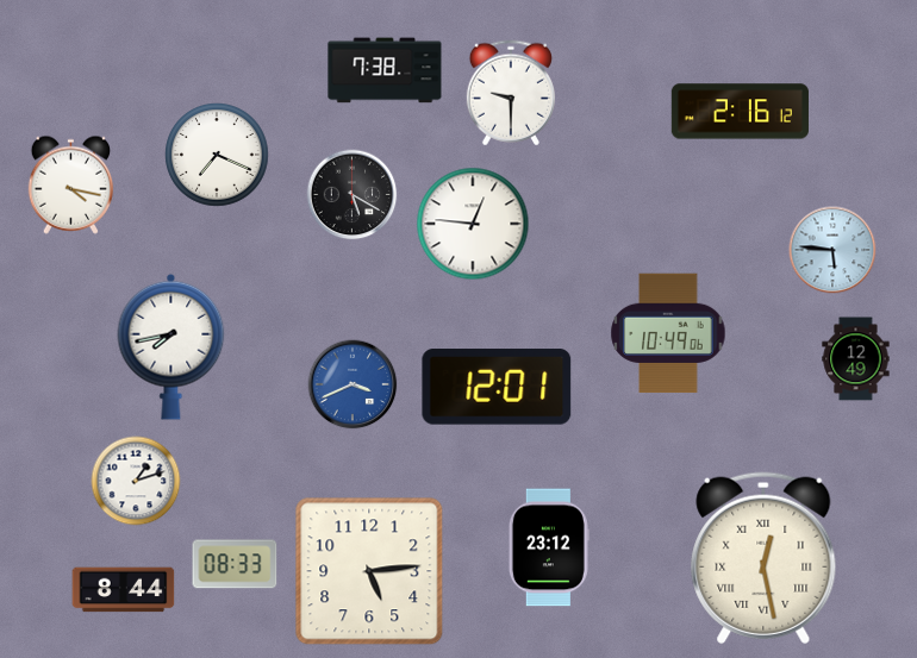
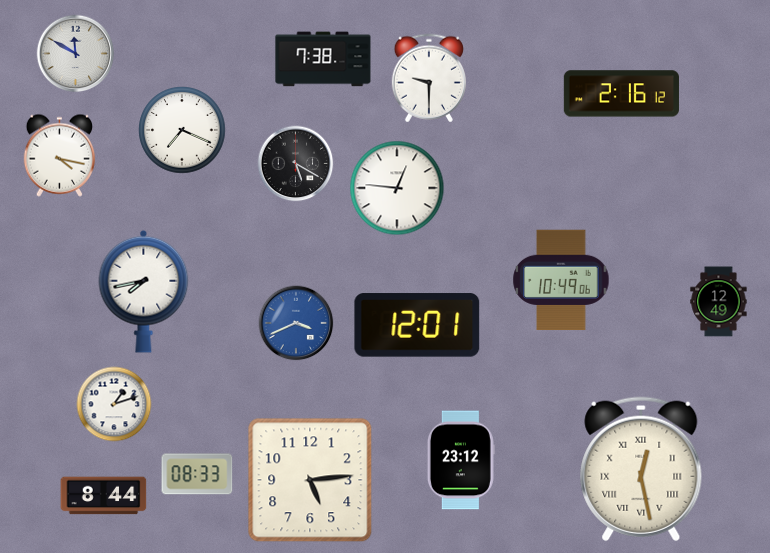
clock at (76, 54): none -> 11:50
clock at (832, 250): 5:46 -> none
